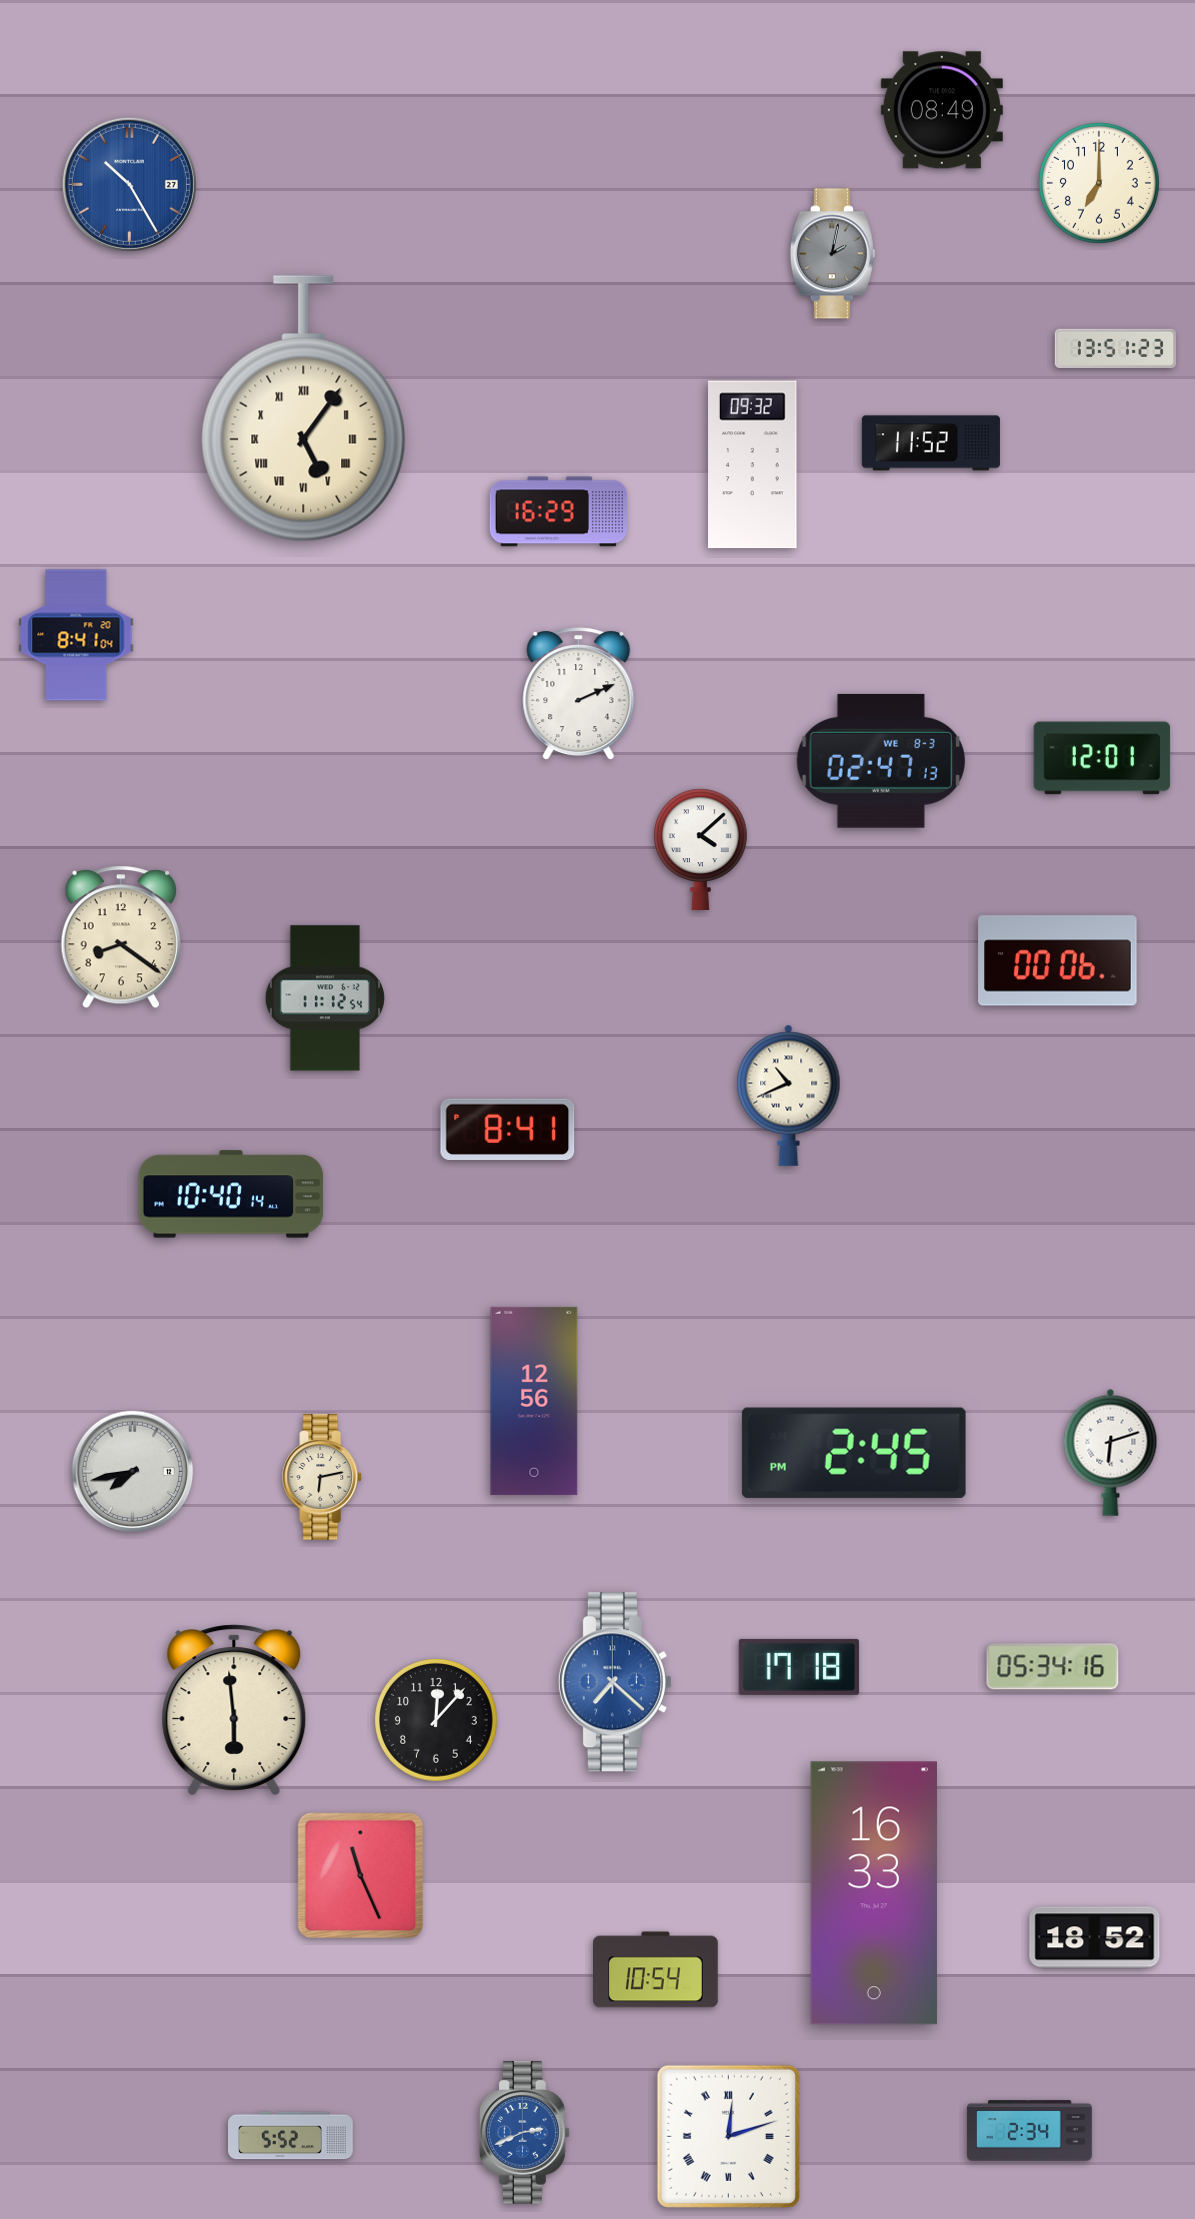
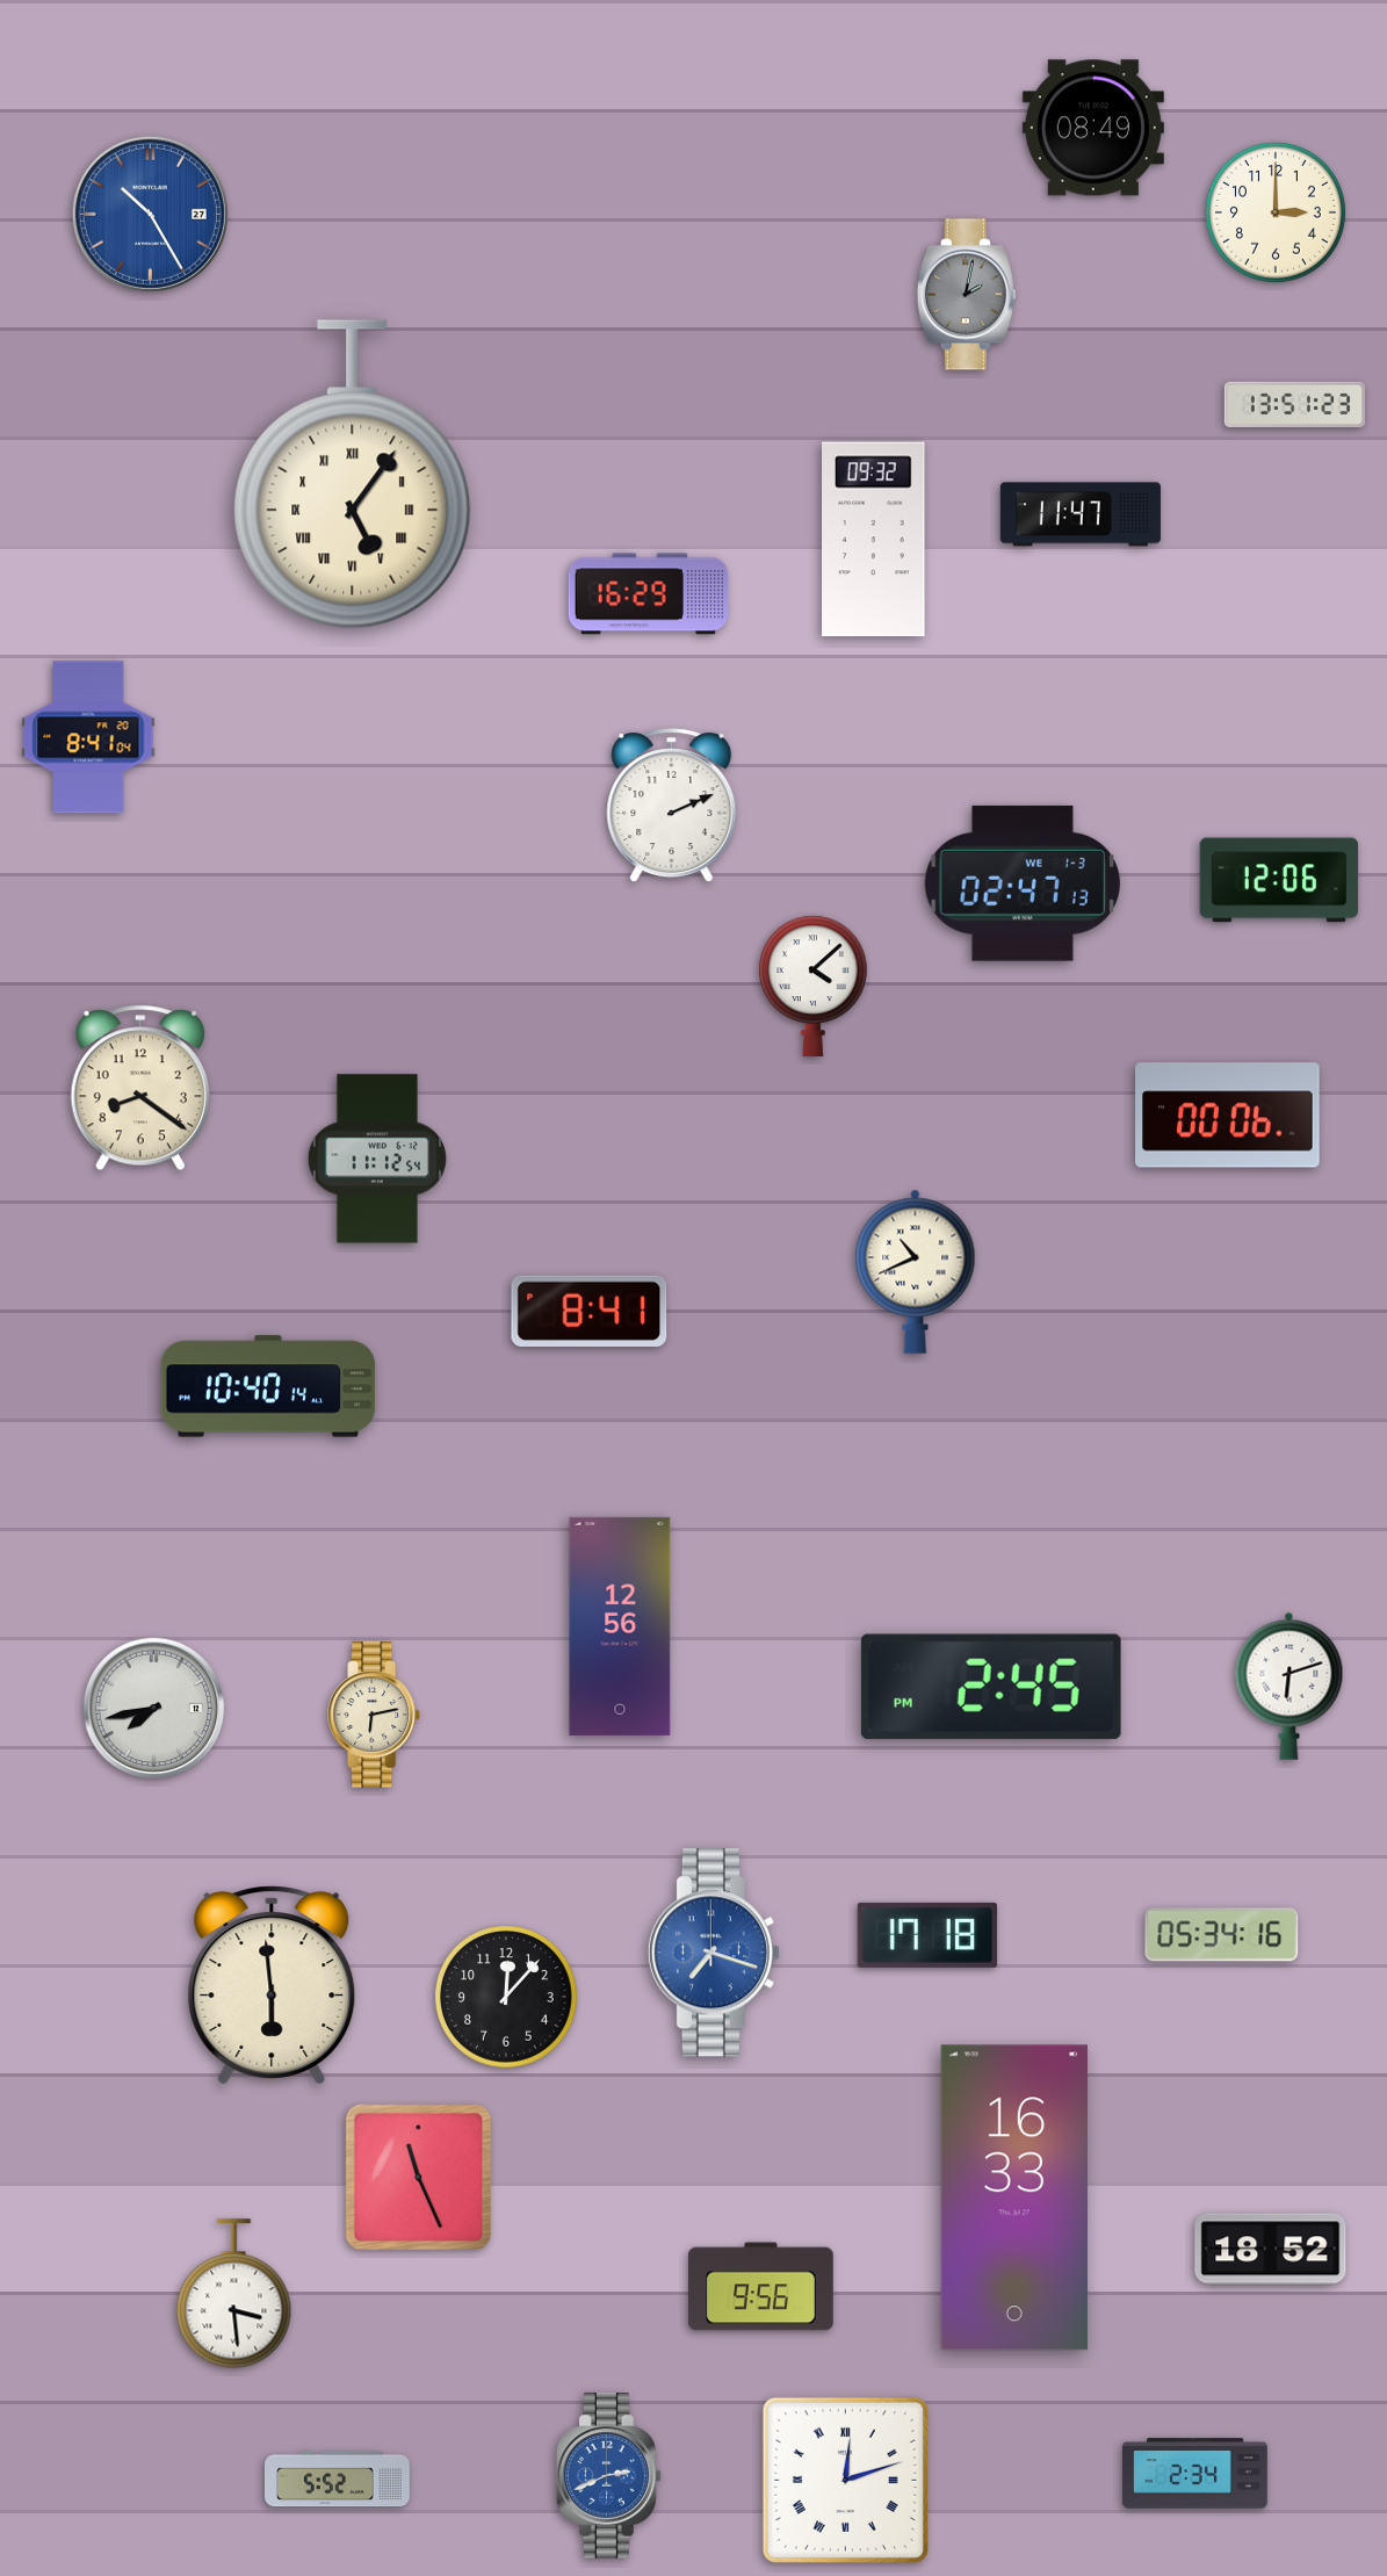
clock at (1099, 183): 7:00 -> 3:00
clock at (931, 443): 11:52 -> 11:47
clock at (1102, 758): 12:01 -> 12:06
clock at (880, 761) date: WE 8-3 -> WE 1-3
clock at (615, 1682): 7:22 -> 7:18
clock at (656, 1970): 10:54 -> 9:56
clock at (234, 2294): none -> 3:29
